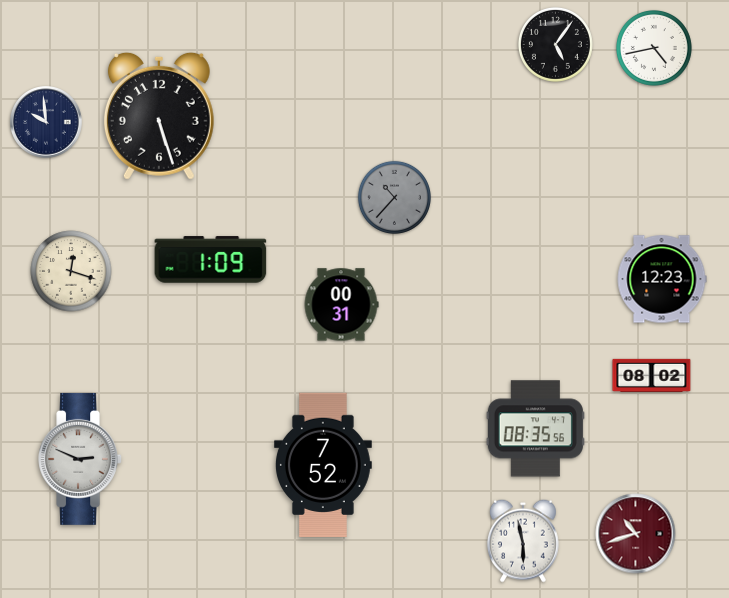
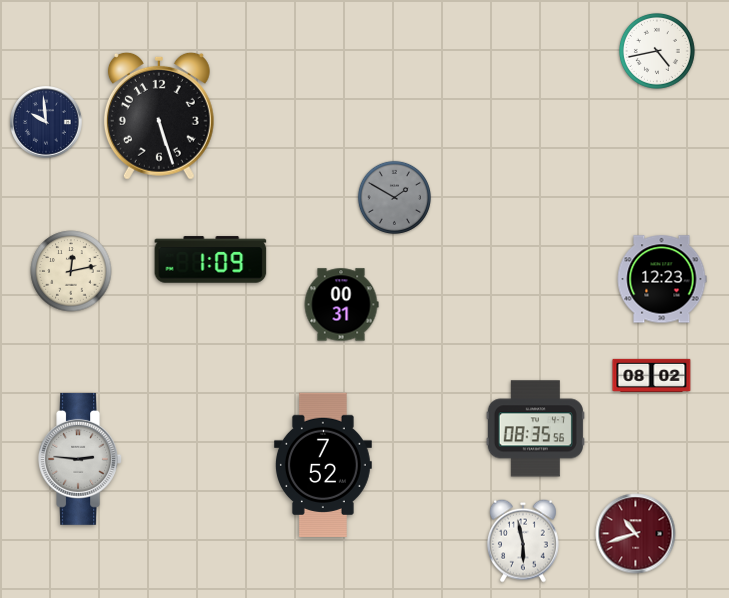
clock at (555, 44): 5:06 -> none
clock at (654, 48) position: (654, 48) -> (657, 51)
clock at (394, 197): 10:37 -> 1:50
clock at (71, 271): 12:18 -> 12:13
clock at (81, 459): 2:49 -> 2:46
